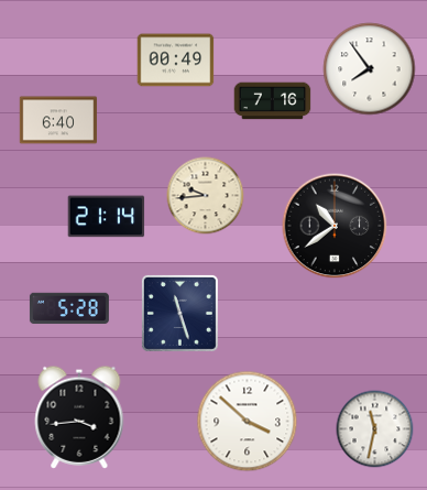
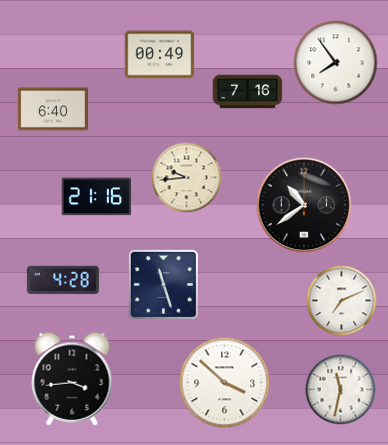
clock at (107, 217): 21:14 -> 21:16
clock at (69, 308): 5:28 -> 4:28
clock at (342, 301): none -> 7:11
